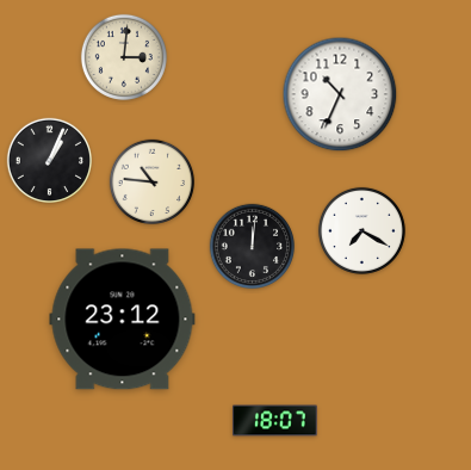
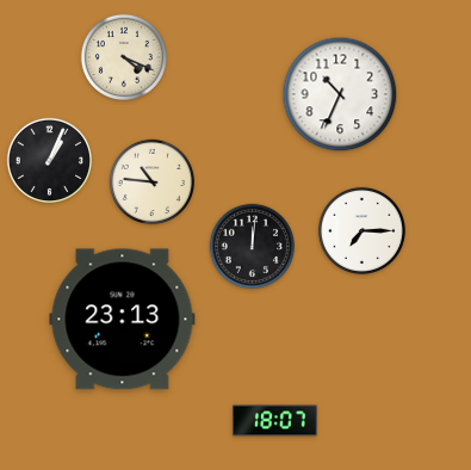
clock at (124, 57): 3:01 -> 4:19
clock at (361, 230): 7:20 -> 7:15
clock at (123, 320): 23:12 -> 23:13
